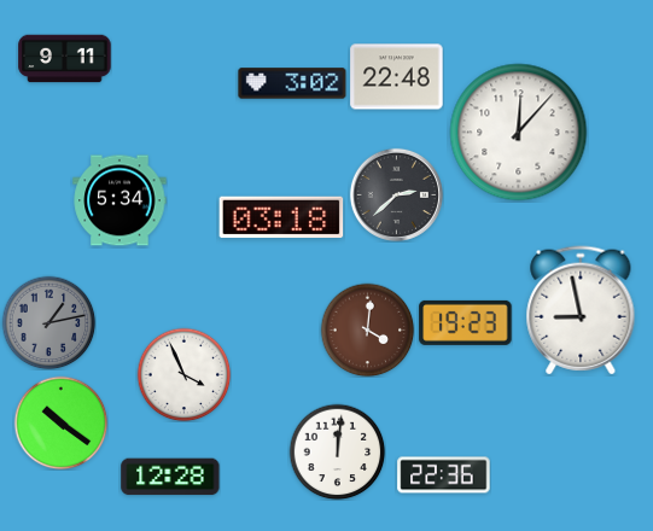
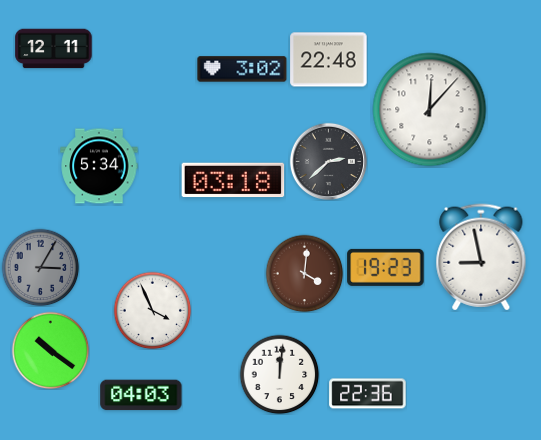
clock at (65, 59): 9:11 -> 12:11
clock at (397, 77) position: (397, 77) -> (329, 60)
clock at (48, 322): 1:13 -> 3:05
clock at (170, 477): 12:28 -> 04:03
